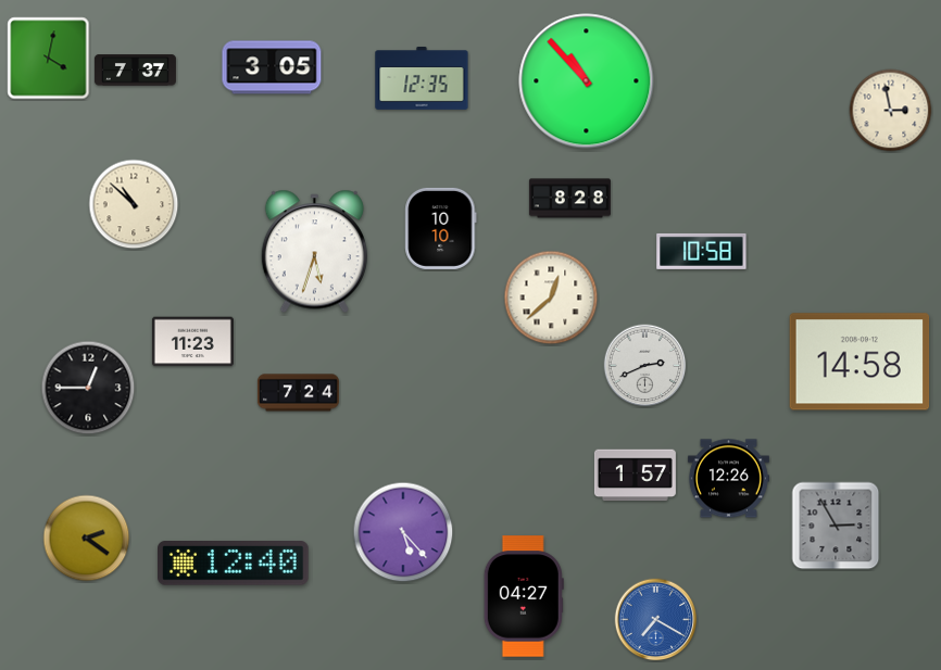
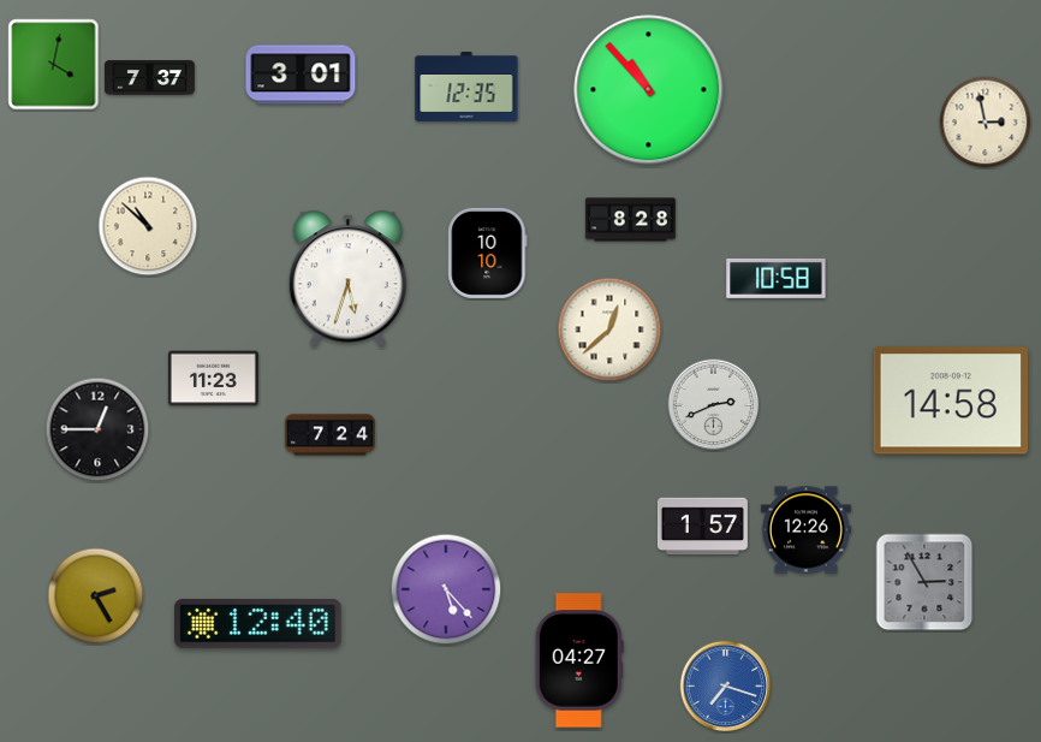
clock at (272, 67): 3:05 -> 3:01
clock at (87, 539): 2:21 -> 2:25
clock at (656, 620): 7:20 -> 7:18
